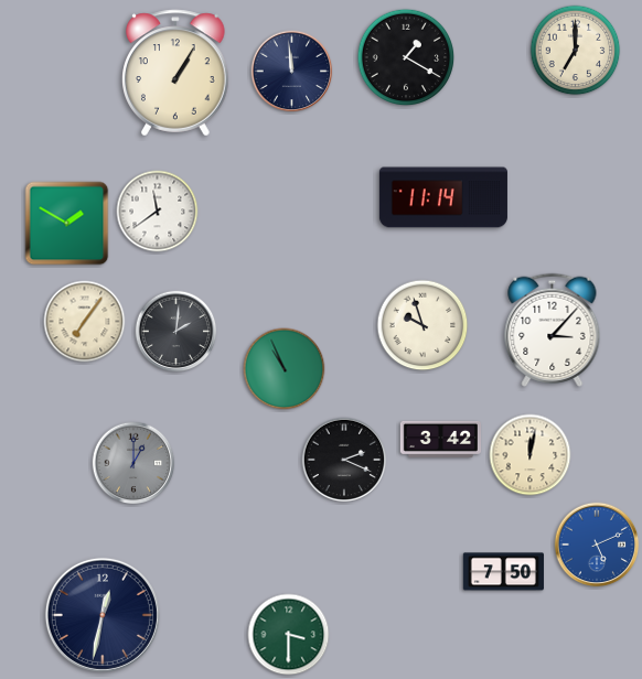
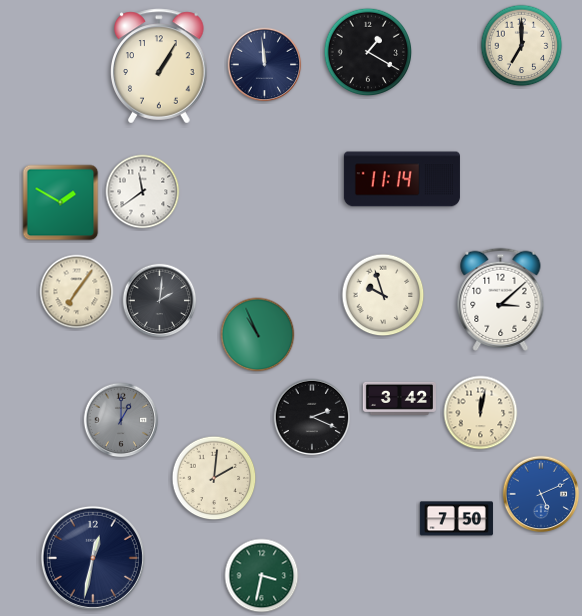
clock at (553, 330): 3:07 -> 3:08
clock at (214, 478): none -> 2:01
clock at (289, 635): 3:30 -> 3:32
